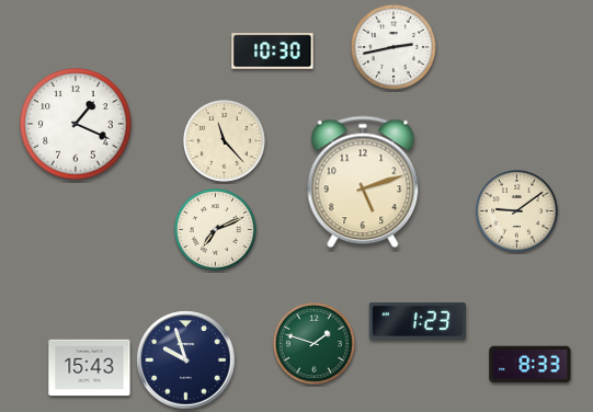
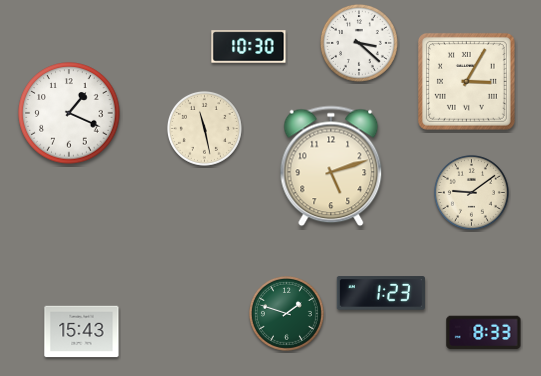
clock at (395, 47): 2:43 -> 3:22
clock at (466, 81): none -> 3:05
clock at (224, 140): 11:23 -> 11:28
clock at (215, 229): 7:11 -> none
clock at (186, 360): 9:57 -> none
clock at (90, 368) position: (90, 368) -> (82, 332)
